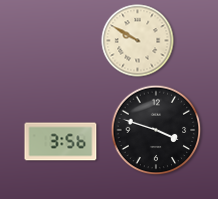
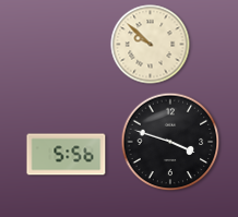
clock at (138, 41): 9:50 -> 9:52
clock at (61, 142): 3:56 -> 5:56
